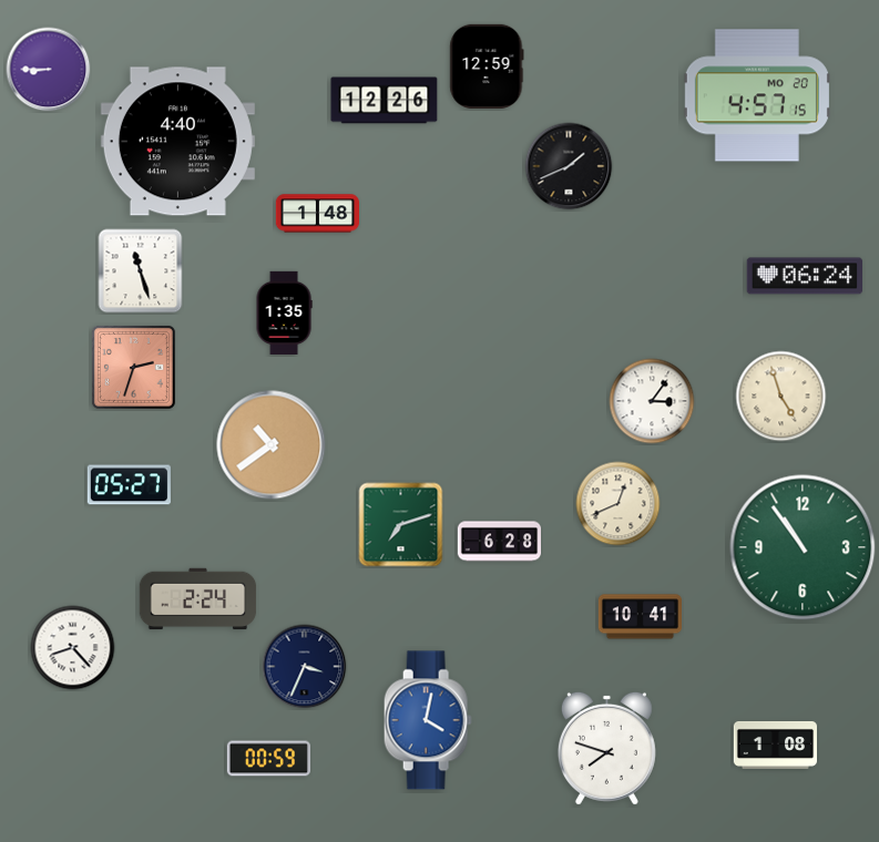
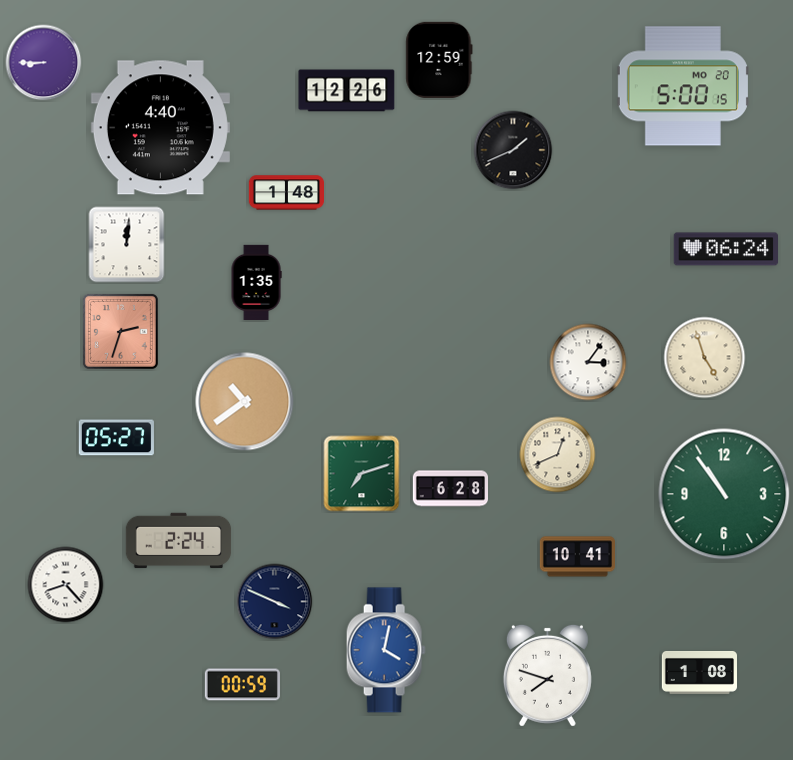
clock at (757, 95): 4:57 -> 5:00
clock at (141, 271): 11:27 -> 12:01
clock at (305, 667): 3:34 -> 3:49
